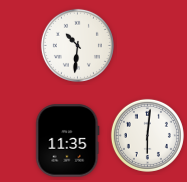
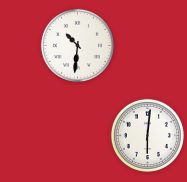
clock at (68, 141): 11:35 -> none
